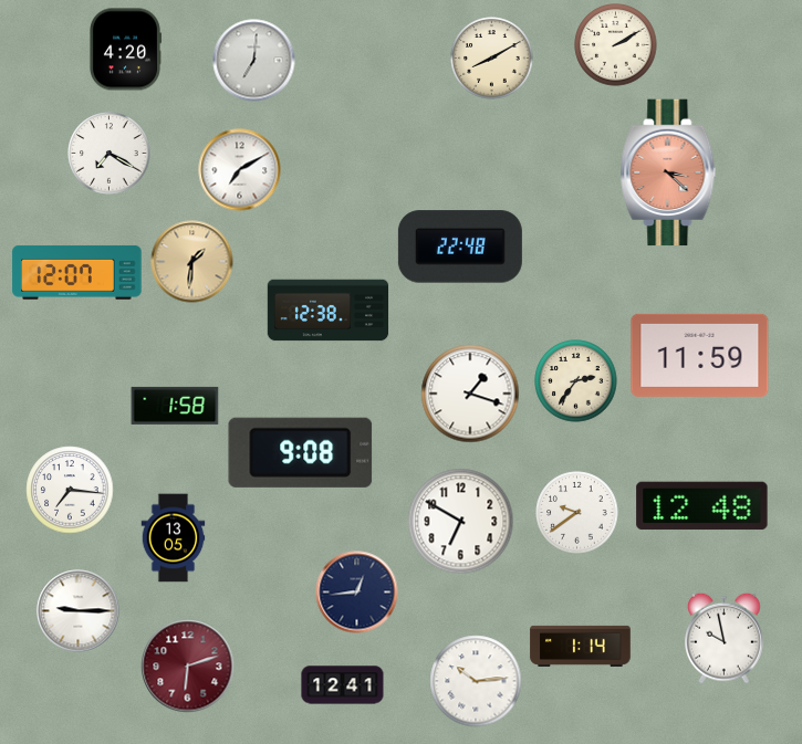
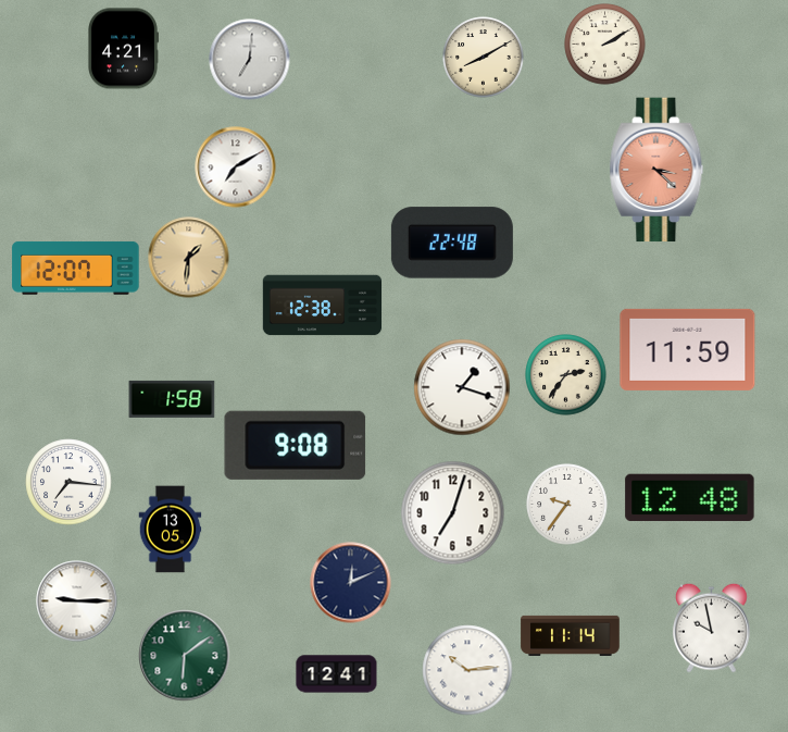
clock at (125, 50): 4:20 -> 4:21
clock at (110, 154): 7:20 -> none
clock at (577, 513): 9:39 -> 9:36
clock at (461, 522): 6:50 -> 7:03
clock at (357, 593): 12:44 -> 12:11
clock at (581, 646): 1:14 -> 11:14
clock at (188, 667): 6:12 -> 6:09
clock at (188, 667) dial: burgundy -> green
